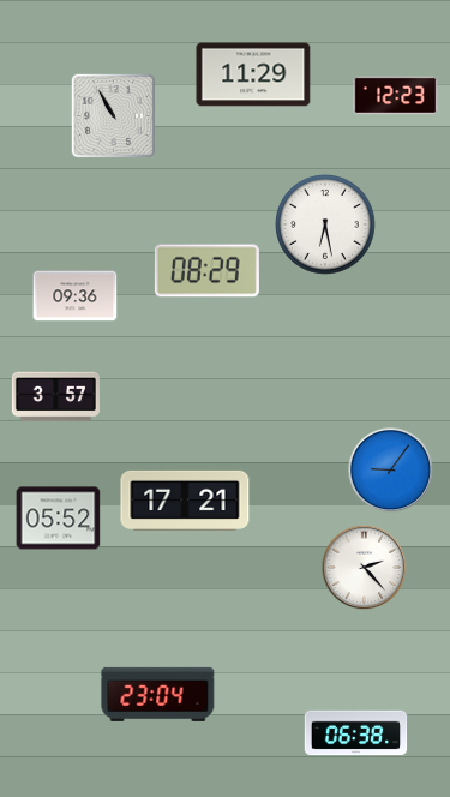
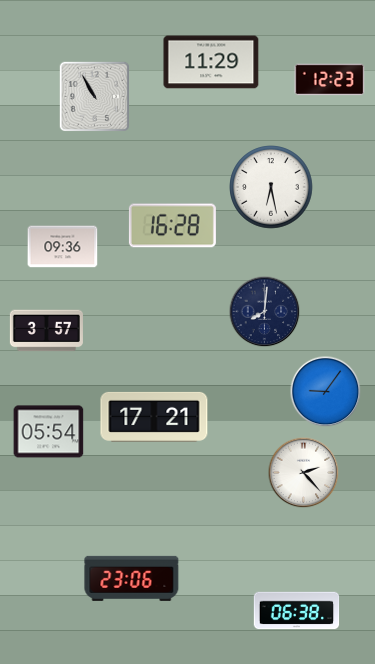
clock at (206, 271): 08:29 -> 16:28
clock at (265, 312): none -> 8:01
clock at (59, 519): 05:52 -> 05:54
clock at (158, 694): 23:04 -> 23:06
